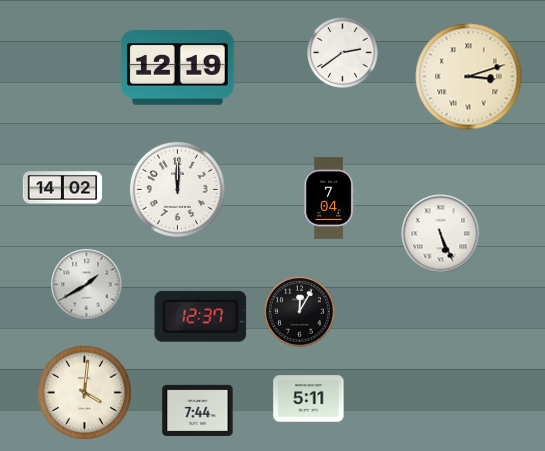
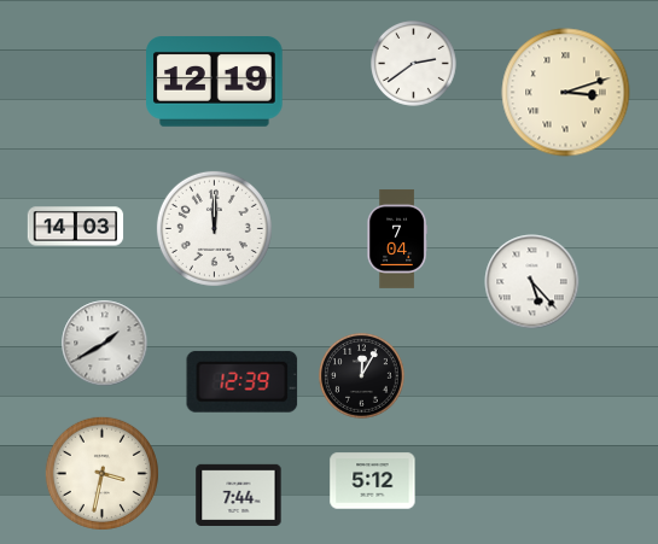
clock at (63, 188): 14:02 -> 14:03
clock at (441, 234): 5:26 -> 5:23
clock at (201, 316): 12:37 -> 12:39
clock at (84, 392): 4:01 -> 3:32
clock at (309, 399): 5:11 -> 5:12
